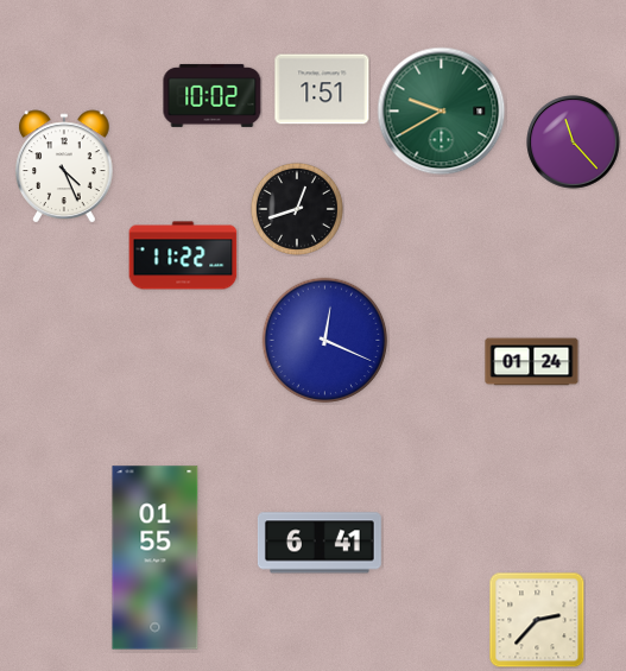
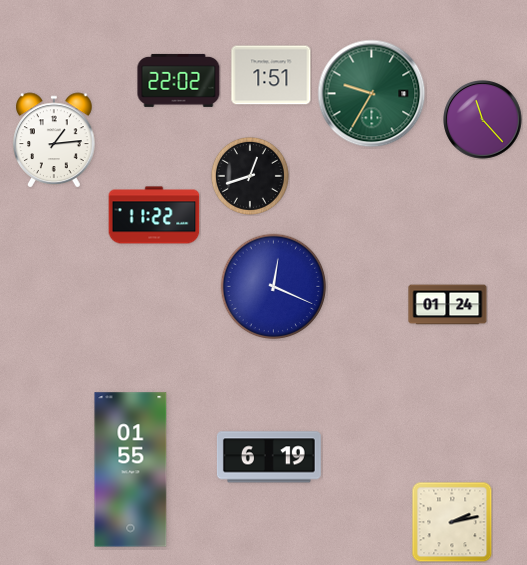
clock at (213, 95): 10:02 -> 22:02
clock at (442, 112): 9:40 -> 9:35
clock at (64, 166): 4:26 -> 1:14
clock at (320, 543): 6:41 -> 6:19
clock at (537, 620): 2:37 -> 2:13
